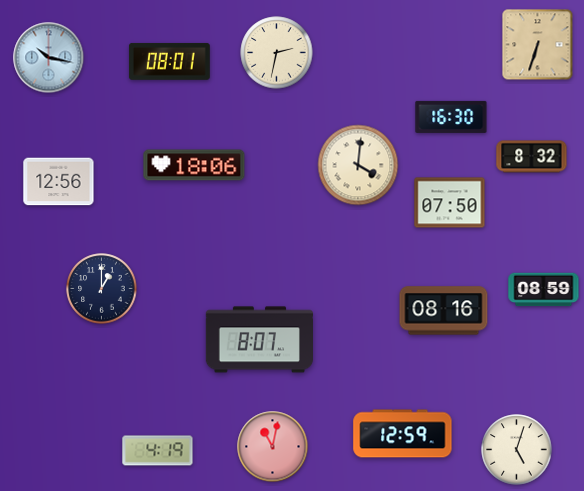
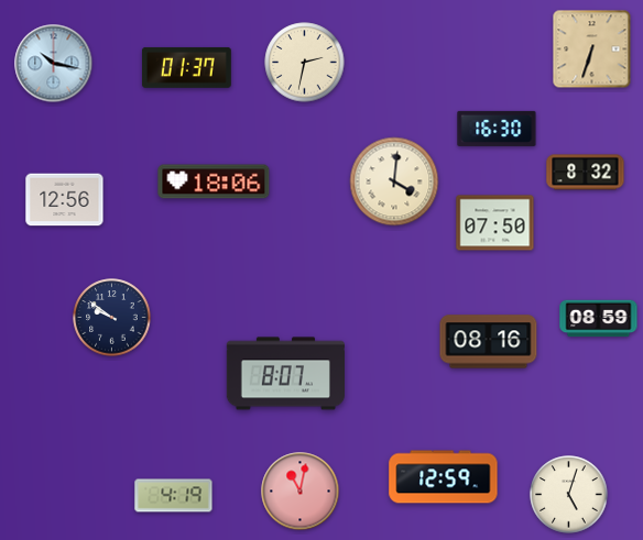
clock at (277, 53) position: (277, 53) -> (305, 63)
clock at (169, 61): 08:01 -> 01:37
clock at (102, 289): 1:00 -> 9:51
